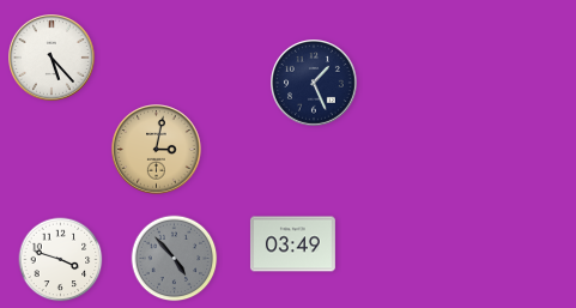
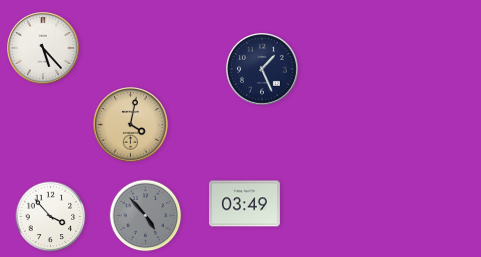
clock at (157, 150): 3:02 -> 4:02
clock at (61, 260): 3:48 -> 3:53
